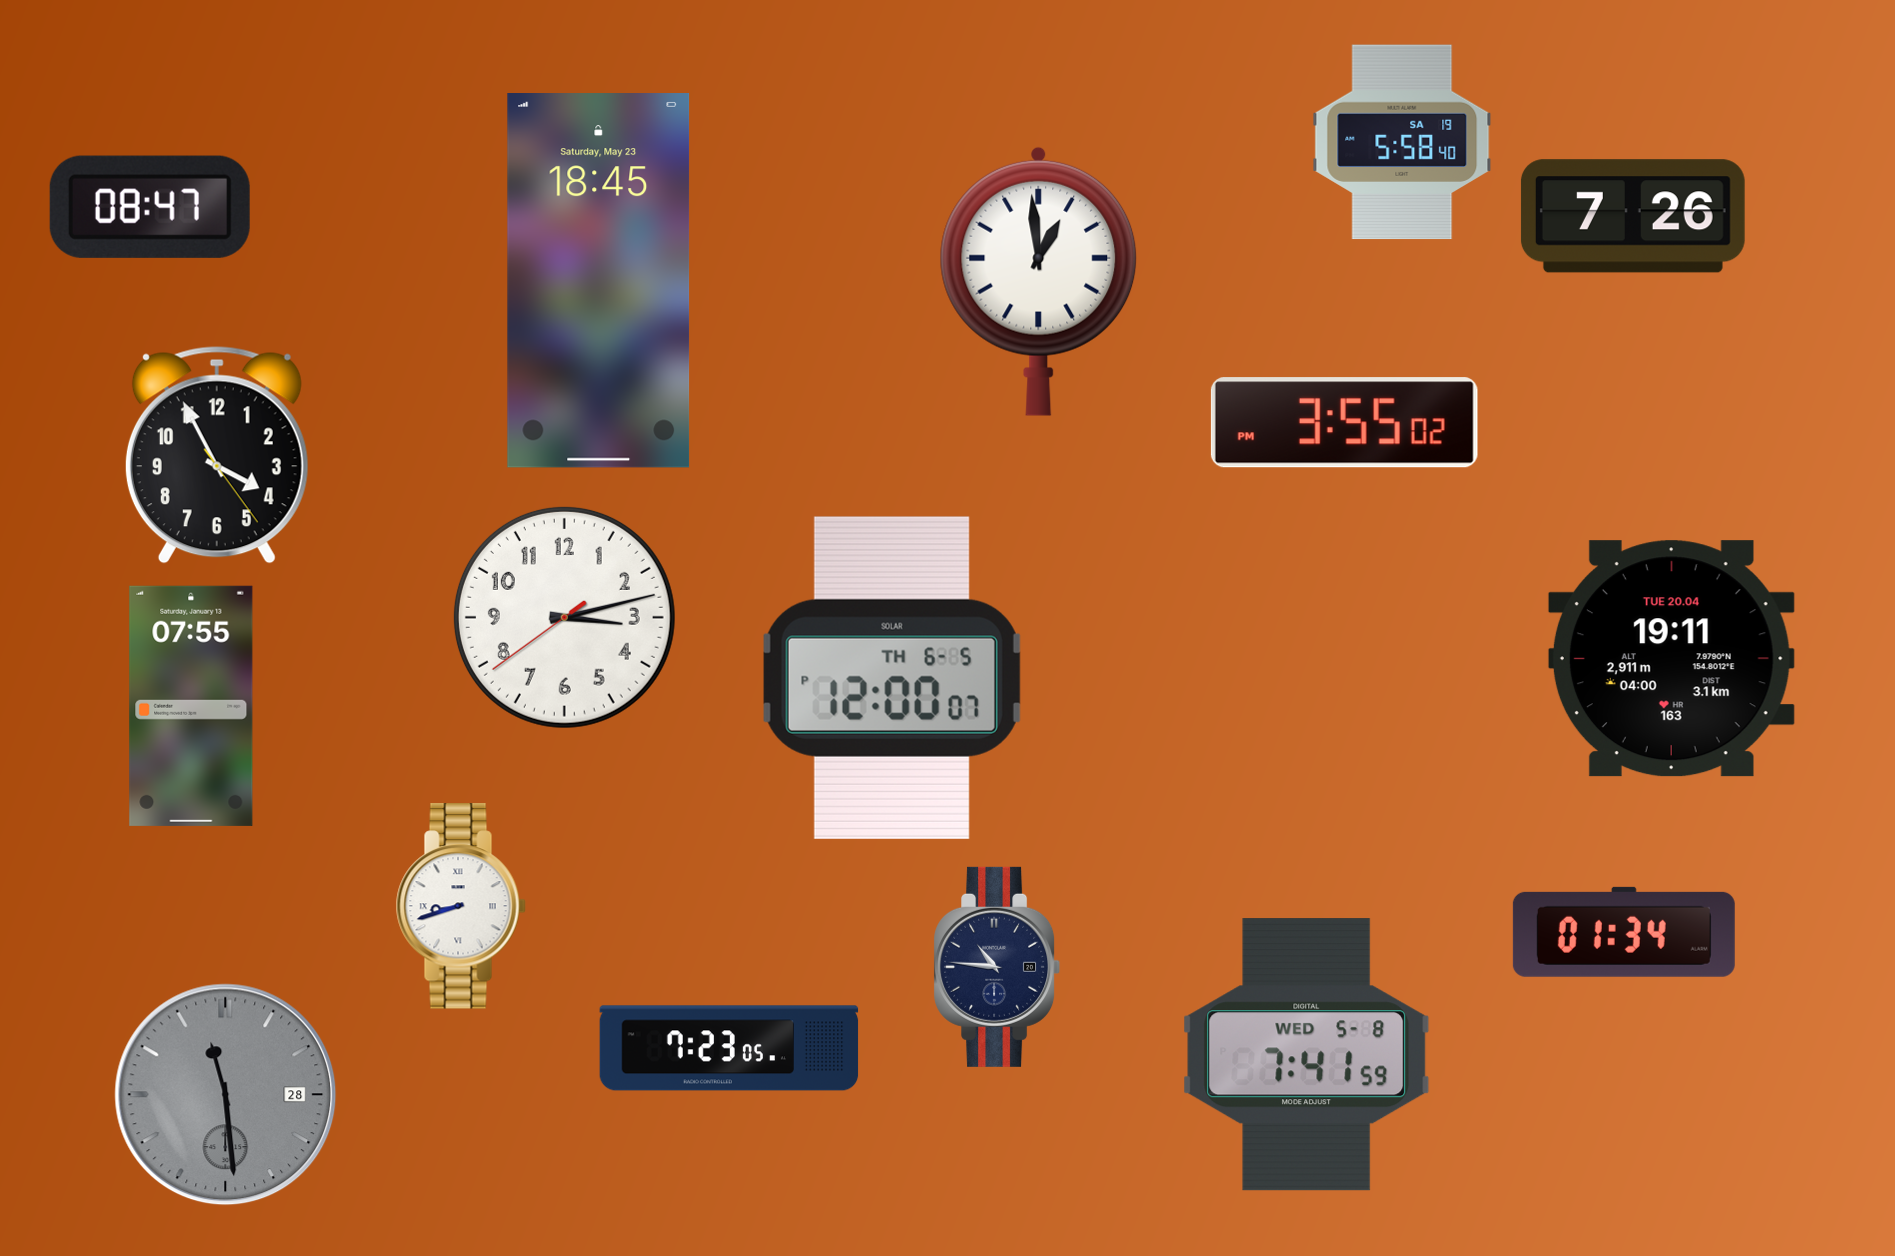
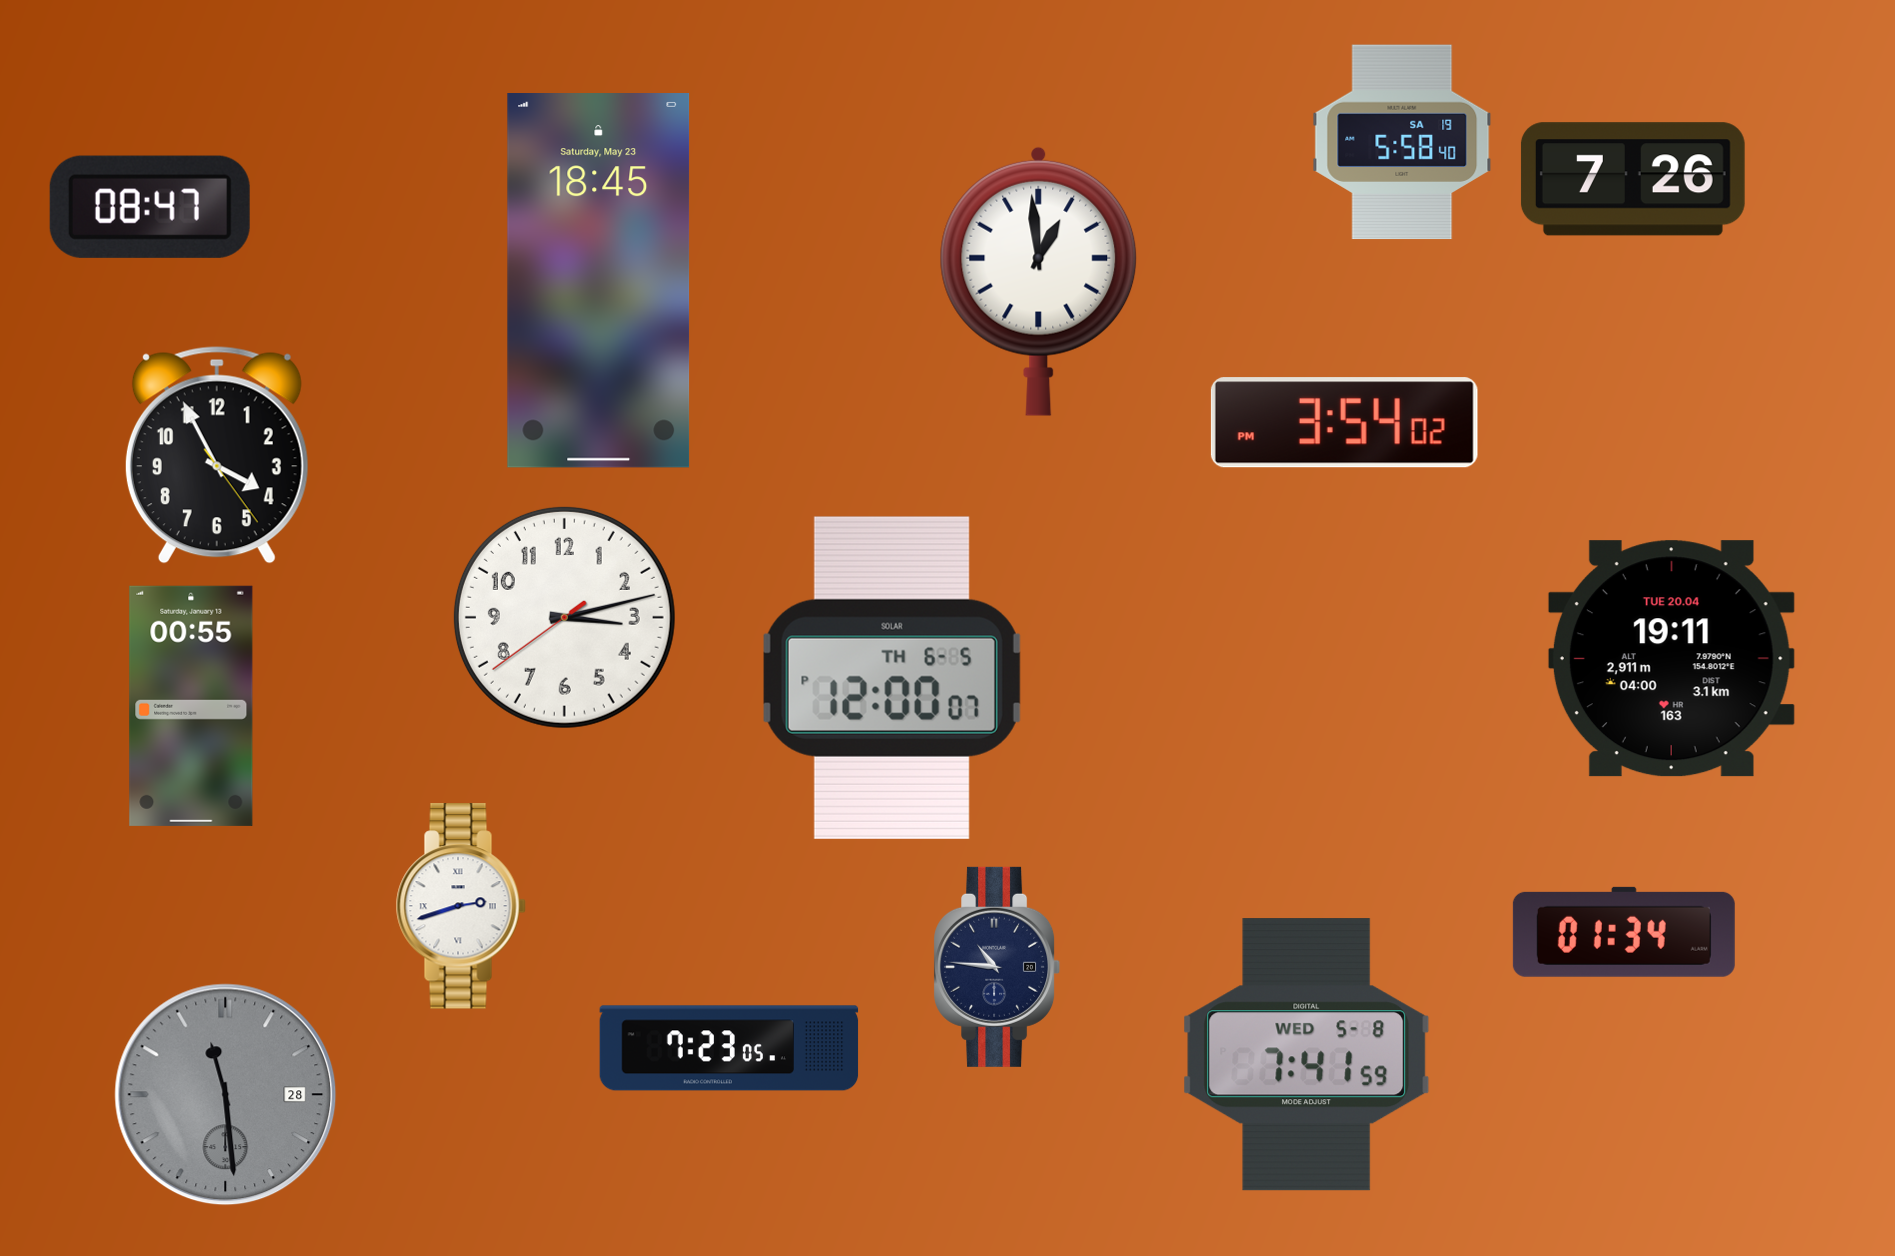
clock at (1633, 216) position: (1633, 216) -> (1633, 179)
clock at (1344, 423): 3:55 -> 3:54
clock at (191, 706): 07:55 -> 00:55
clock at (461, 906): 8:42 -> 2:42
